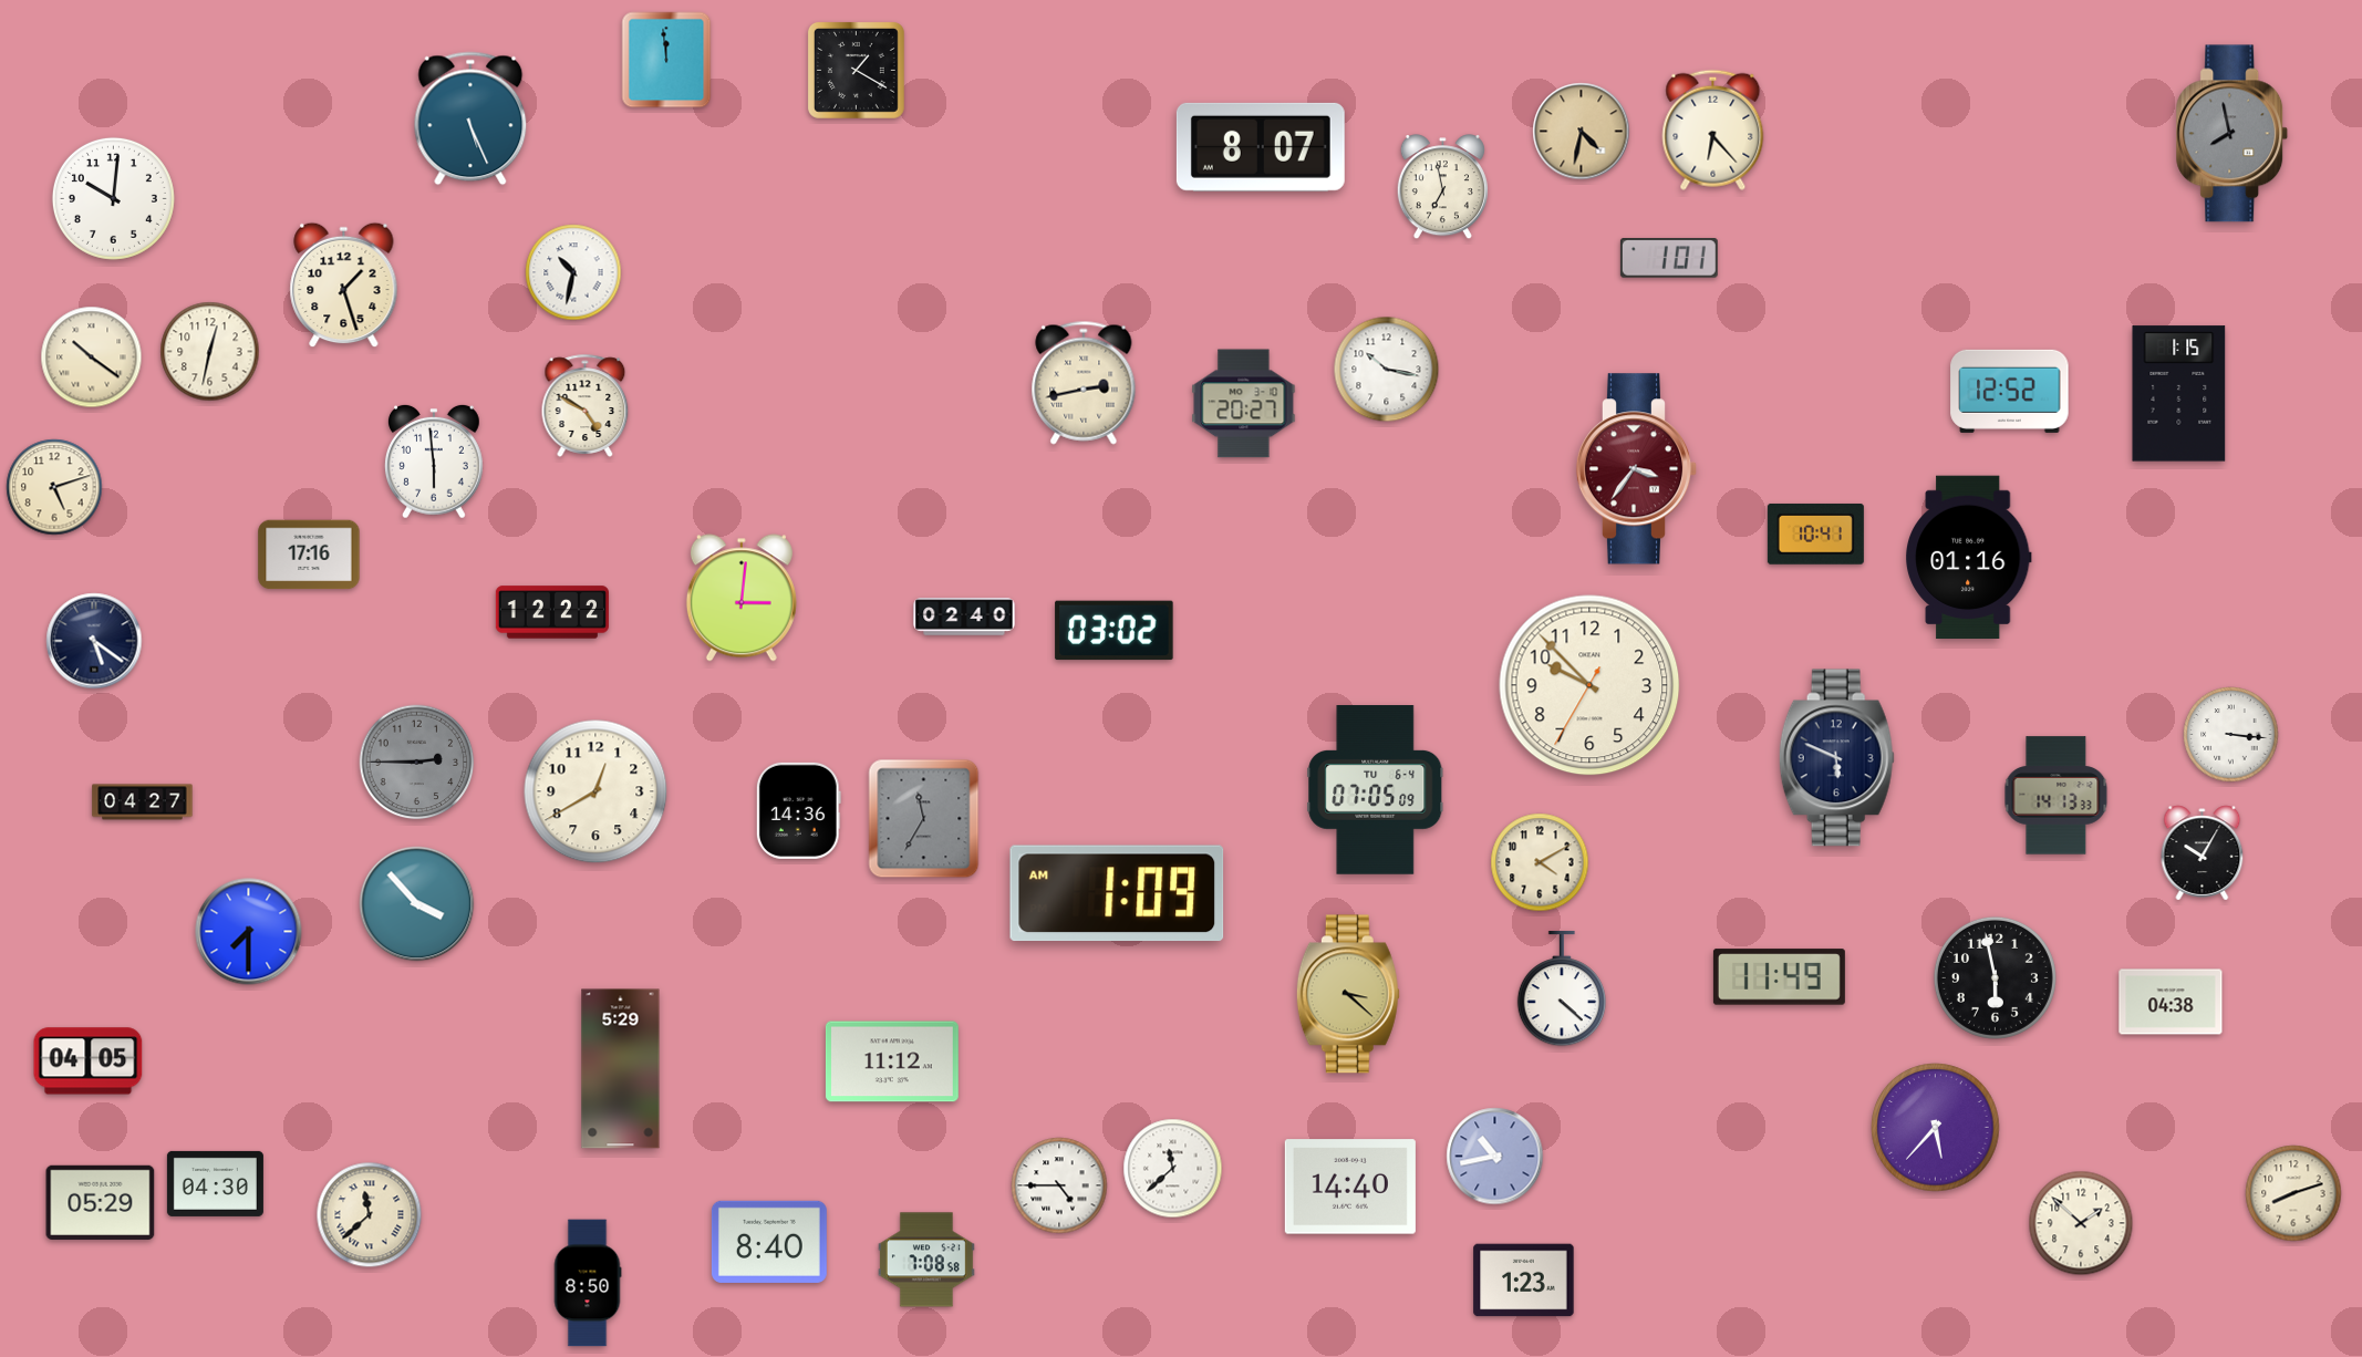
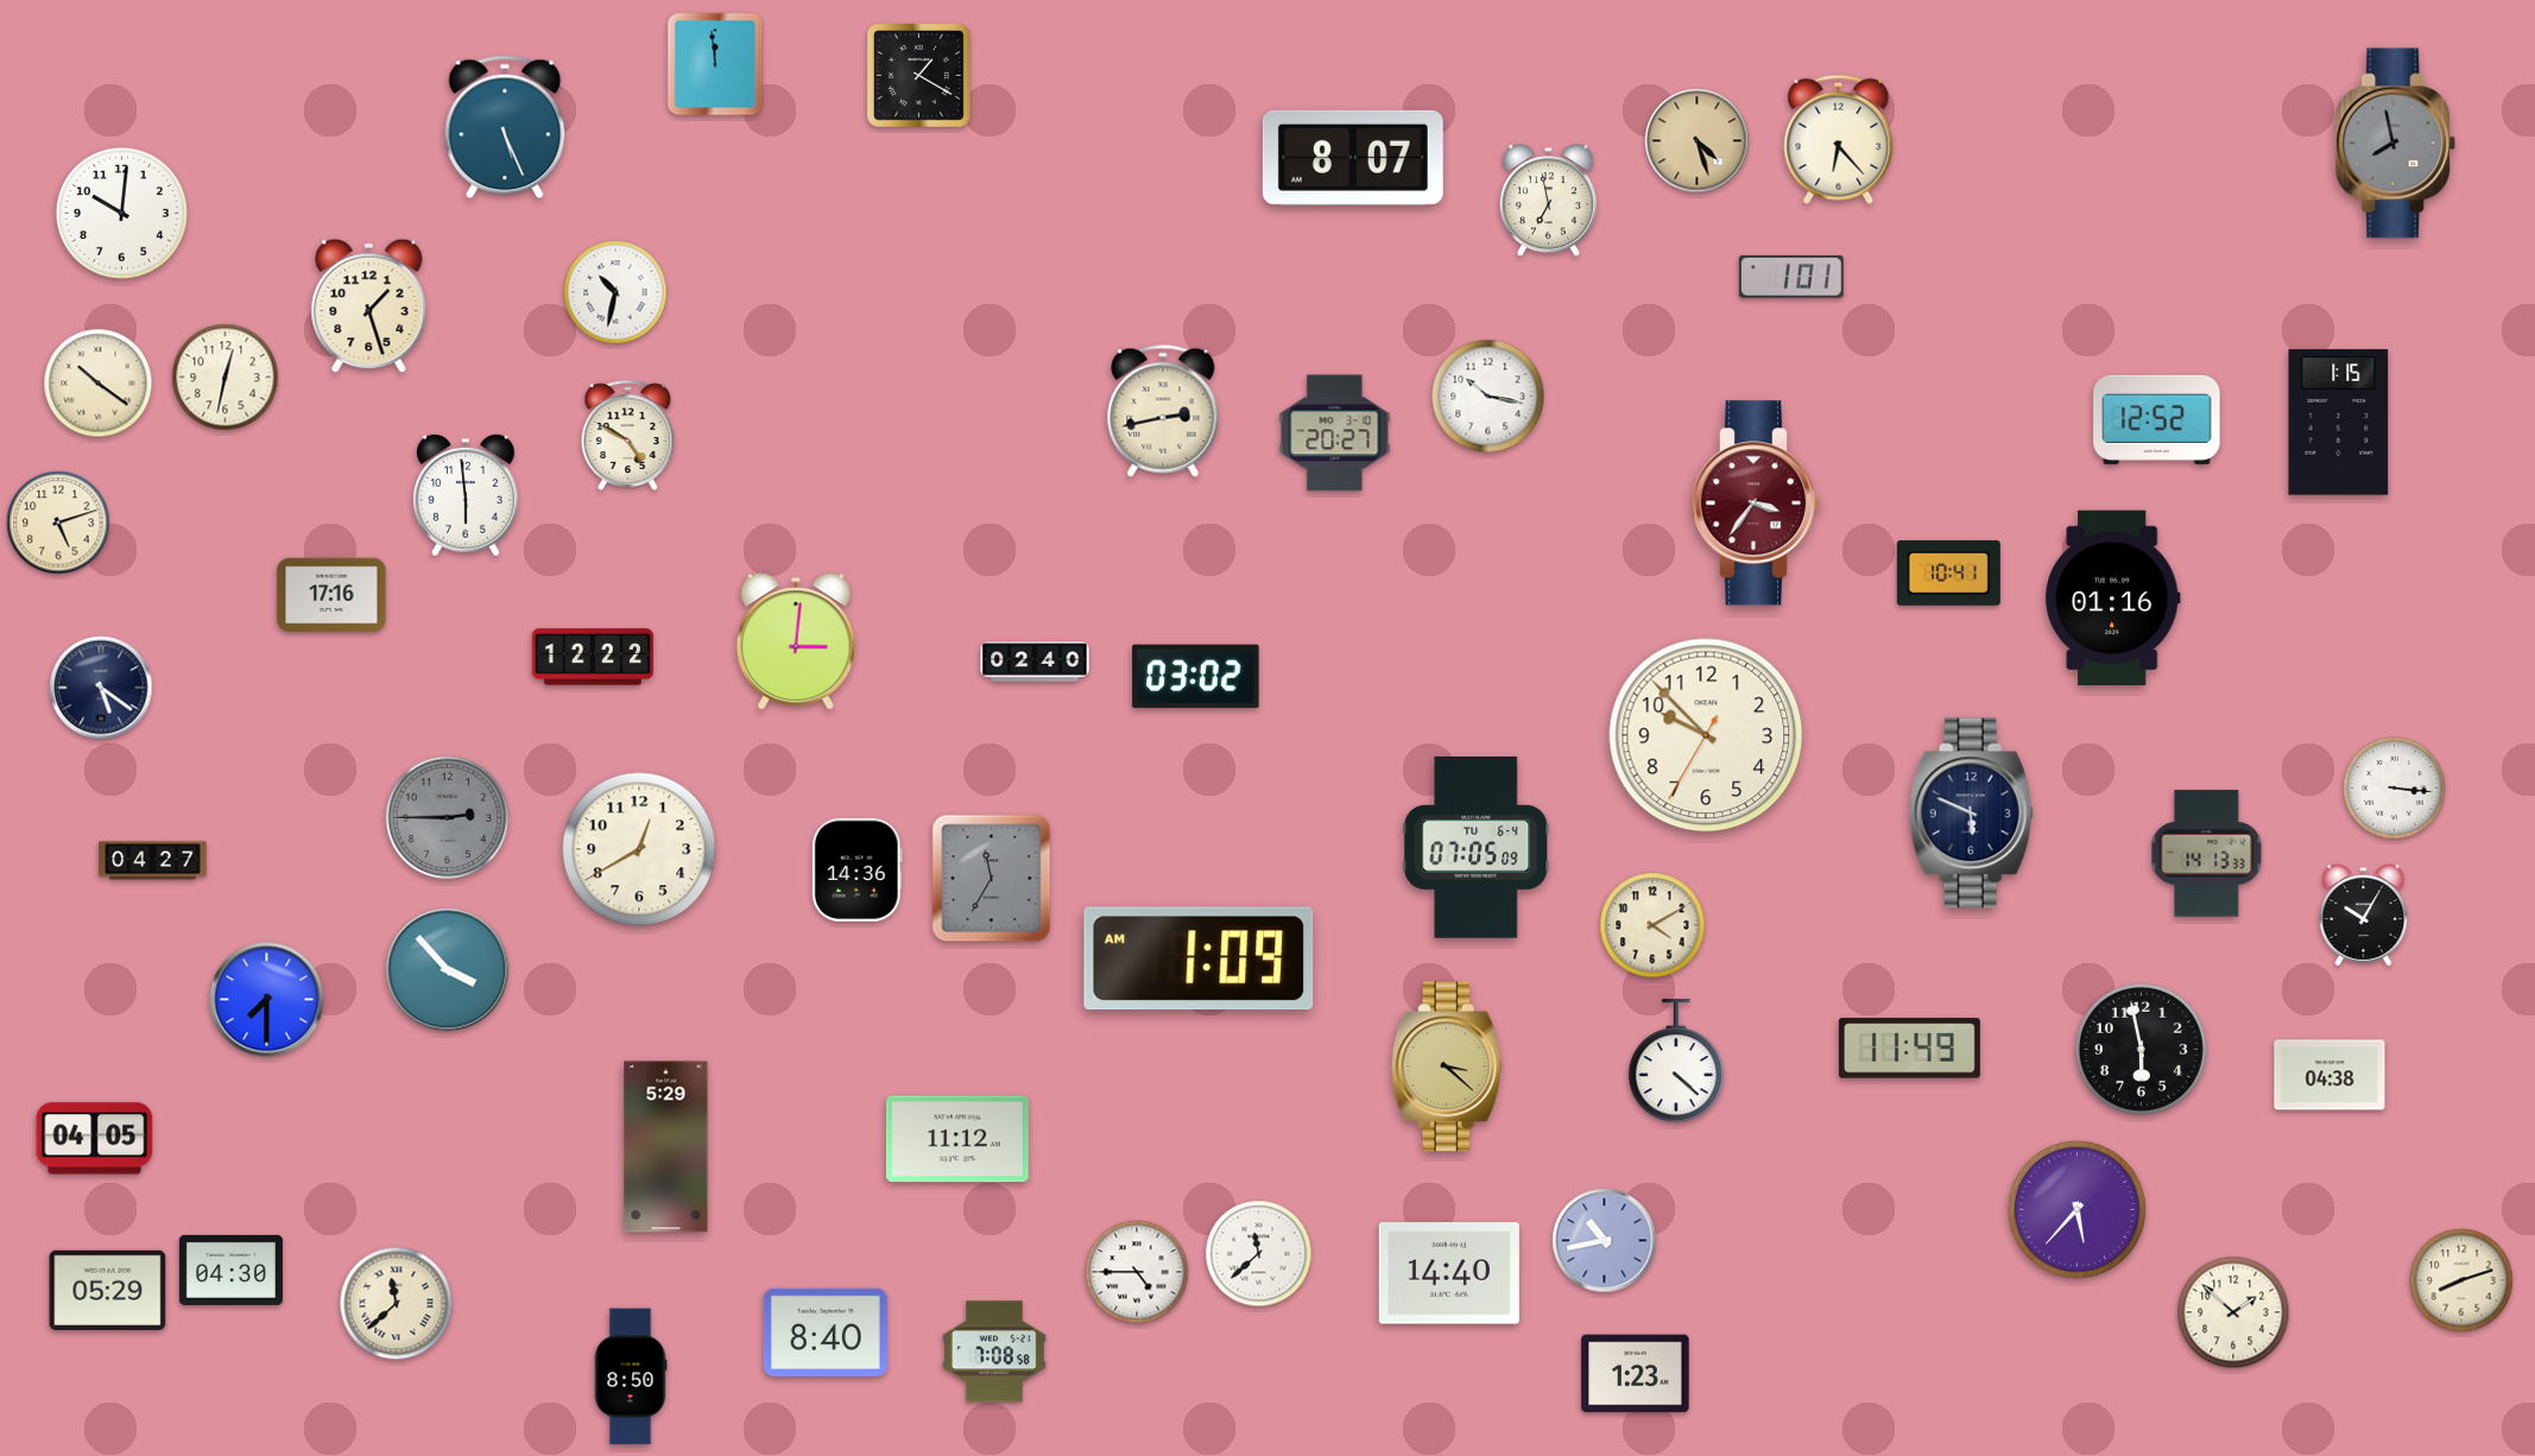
clock at (1582, 132): 4:32 -> 4:27
